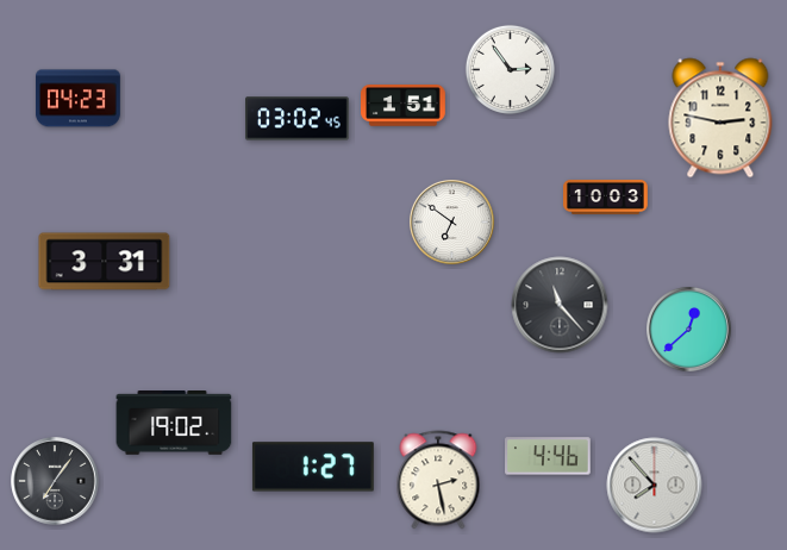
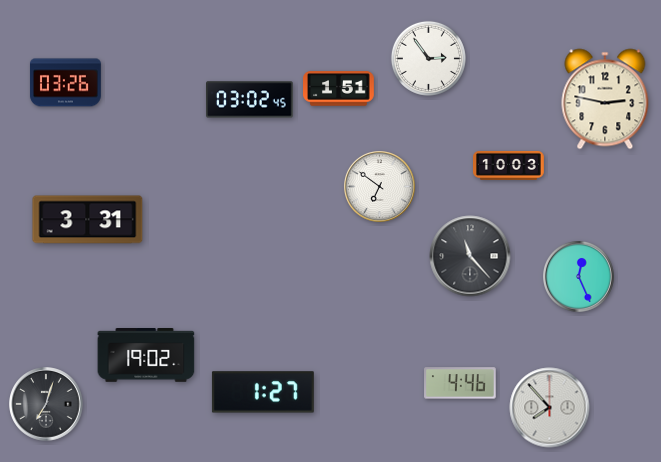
clock at (77, 99): 04:23 -> 03:26
clock at (689, 330): 12:38 -> 12:26
clock at (438, 480): 2:28 -> none
clock at (55, 481): 7:06 -> 7:03
